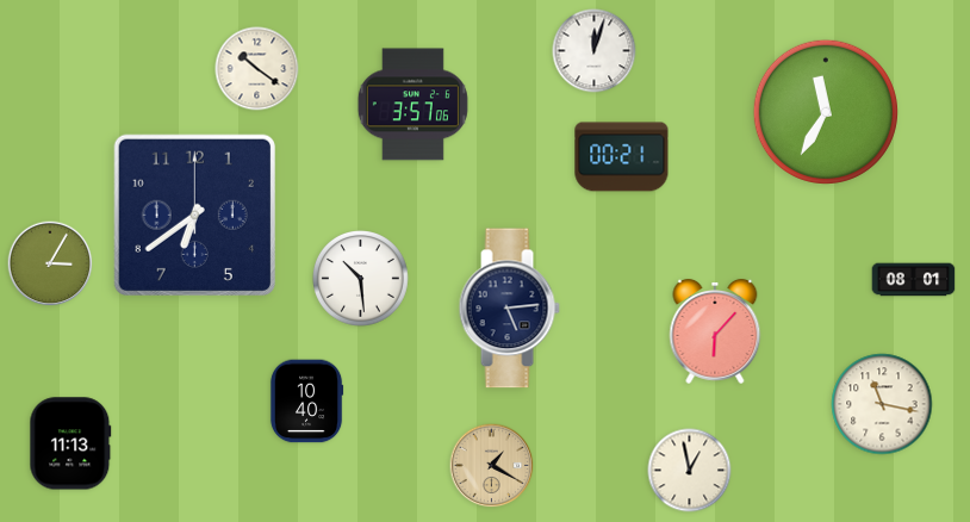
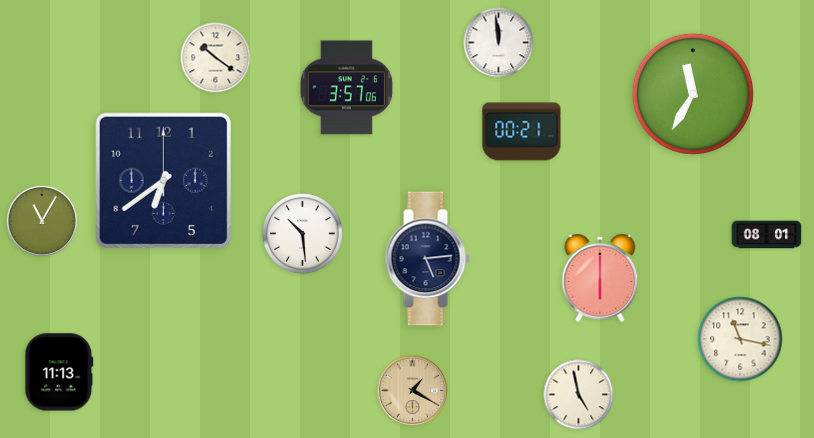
clock at (595, 51): 12:03 -> 11:59
clock at (50, 263): 3:05 -> 11:05
clock at (715, 331): 6:07 -> 6:00
clock at (306, 402): 10:40 -> none
clock at (690, 471): 12:58 -> 4:58
